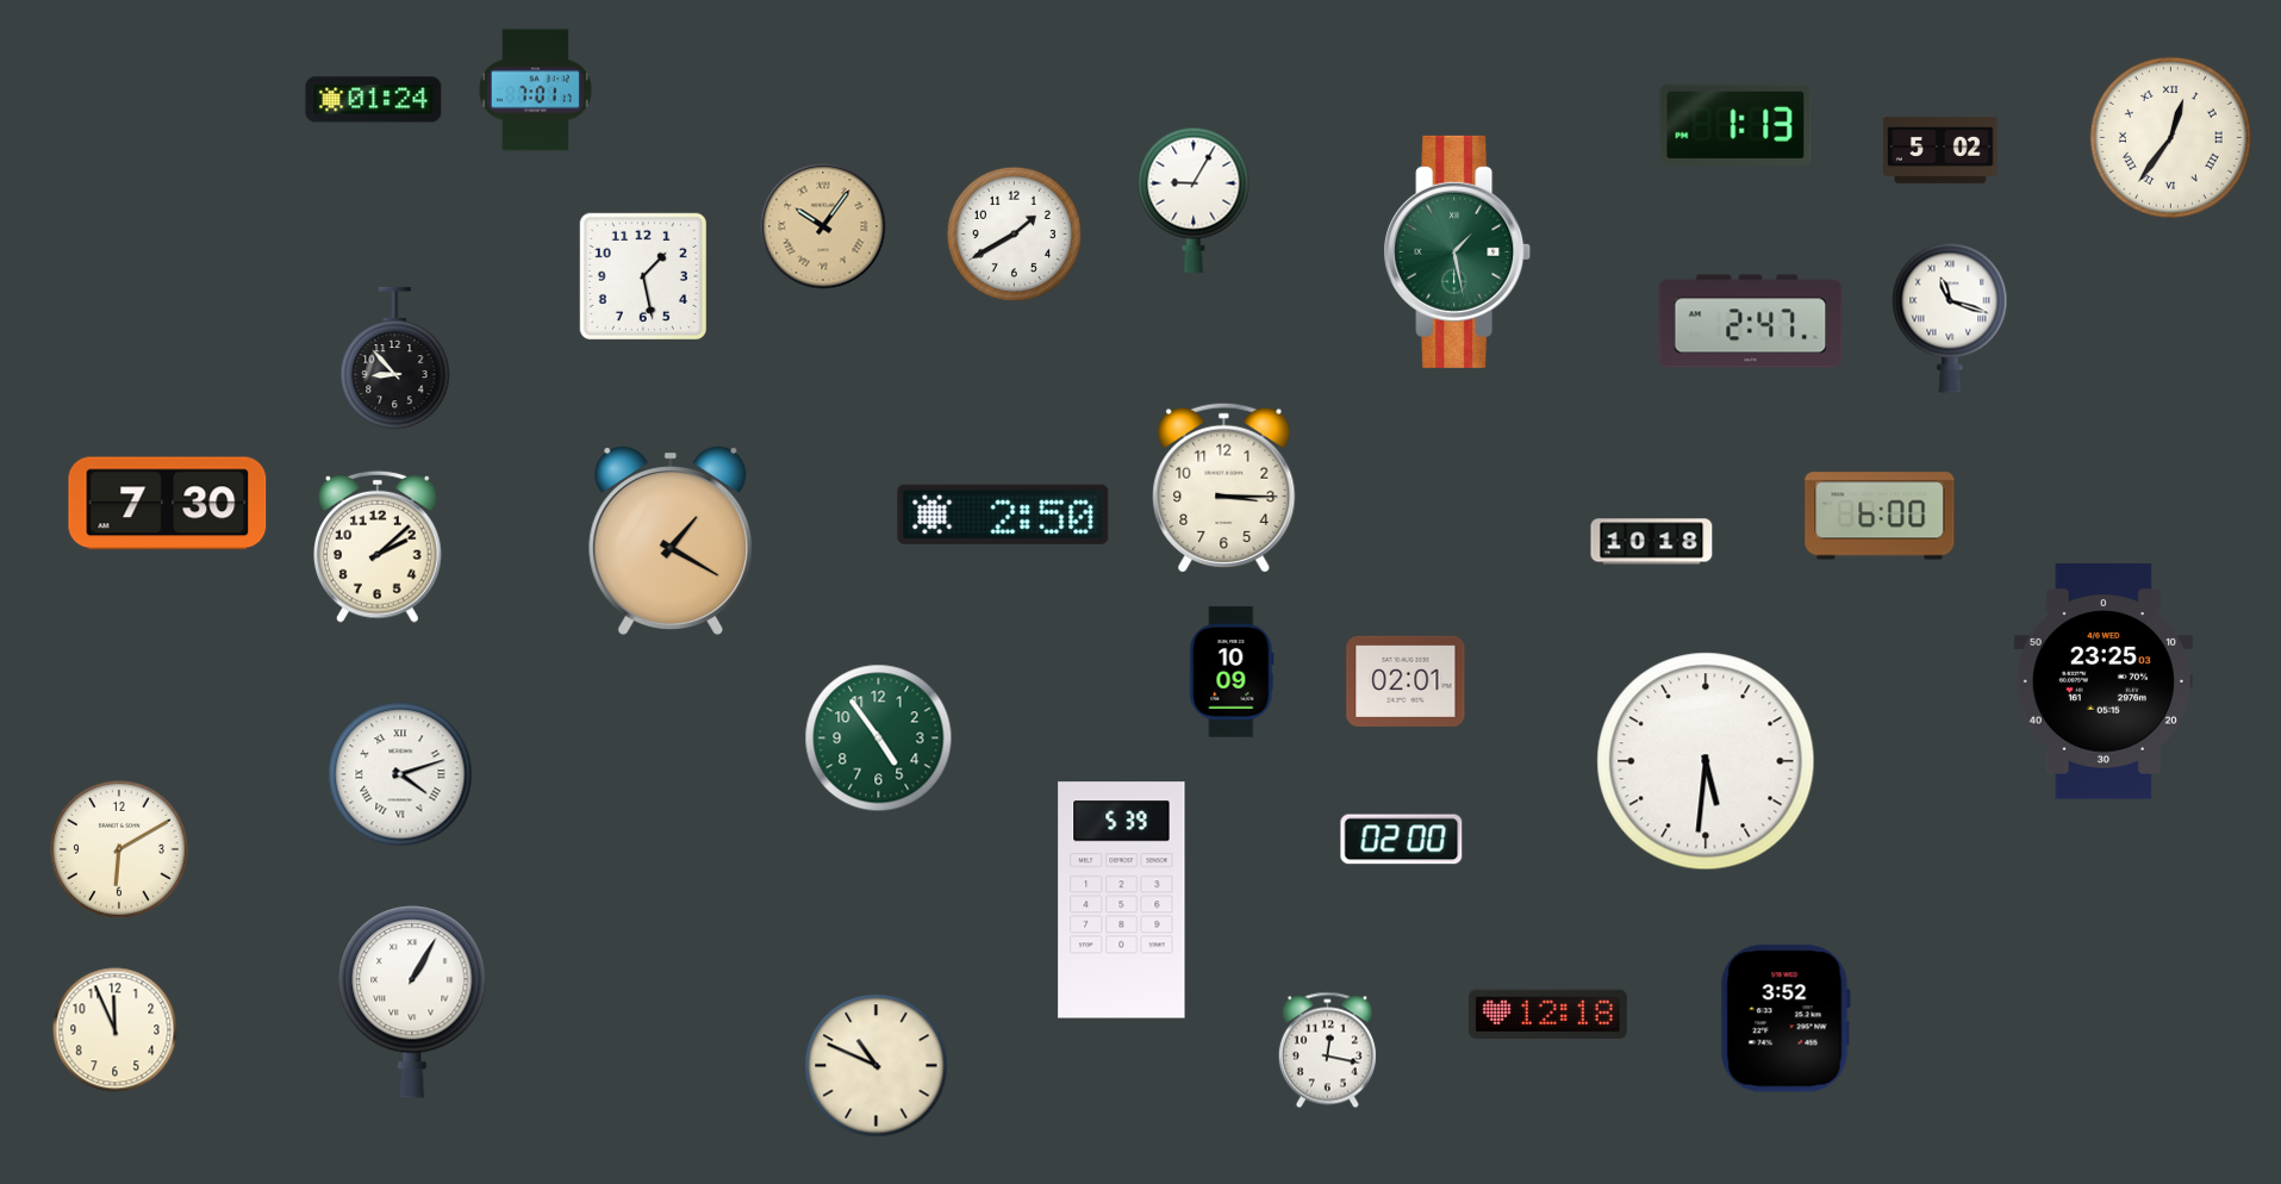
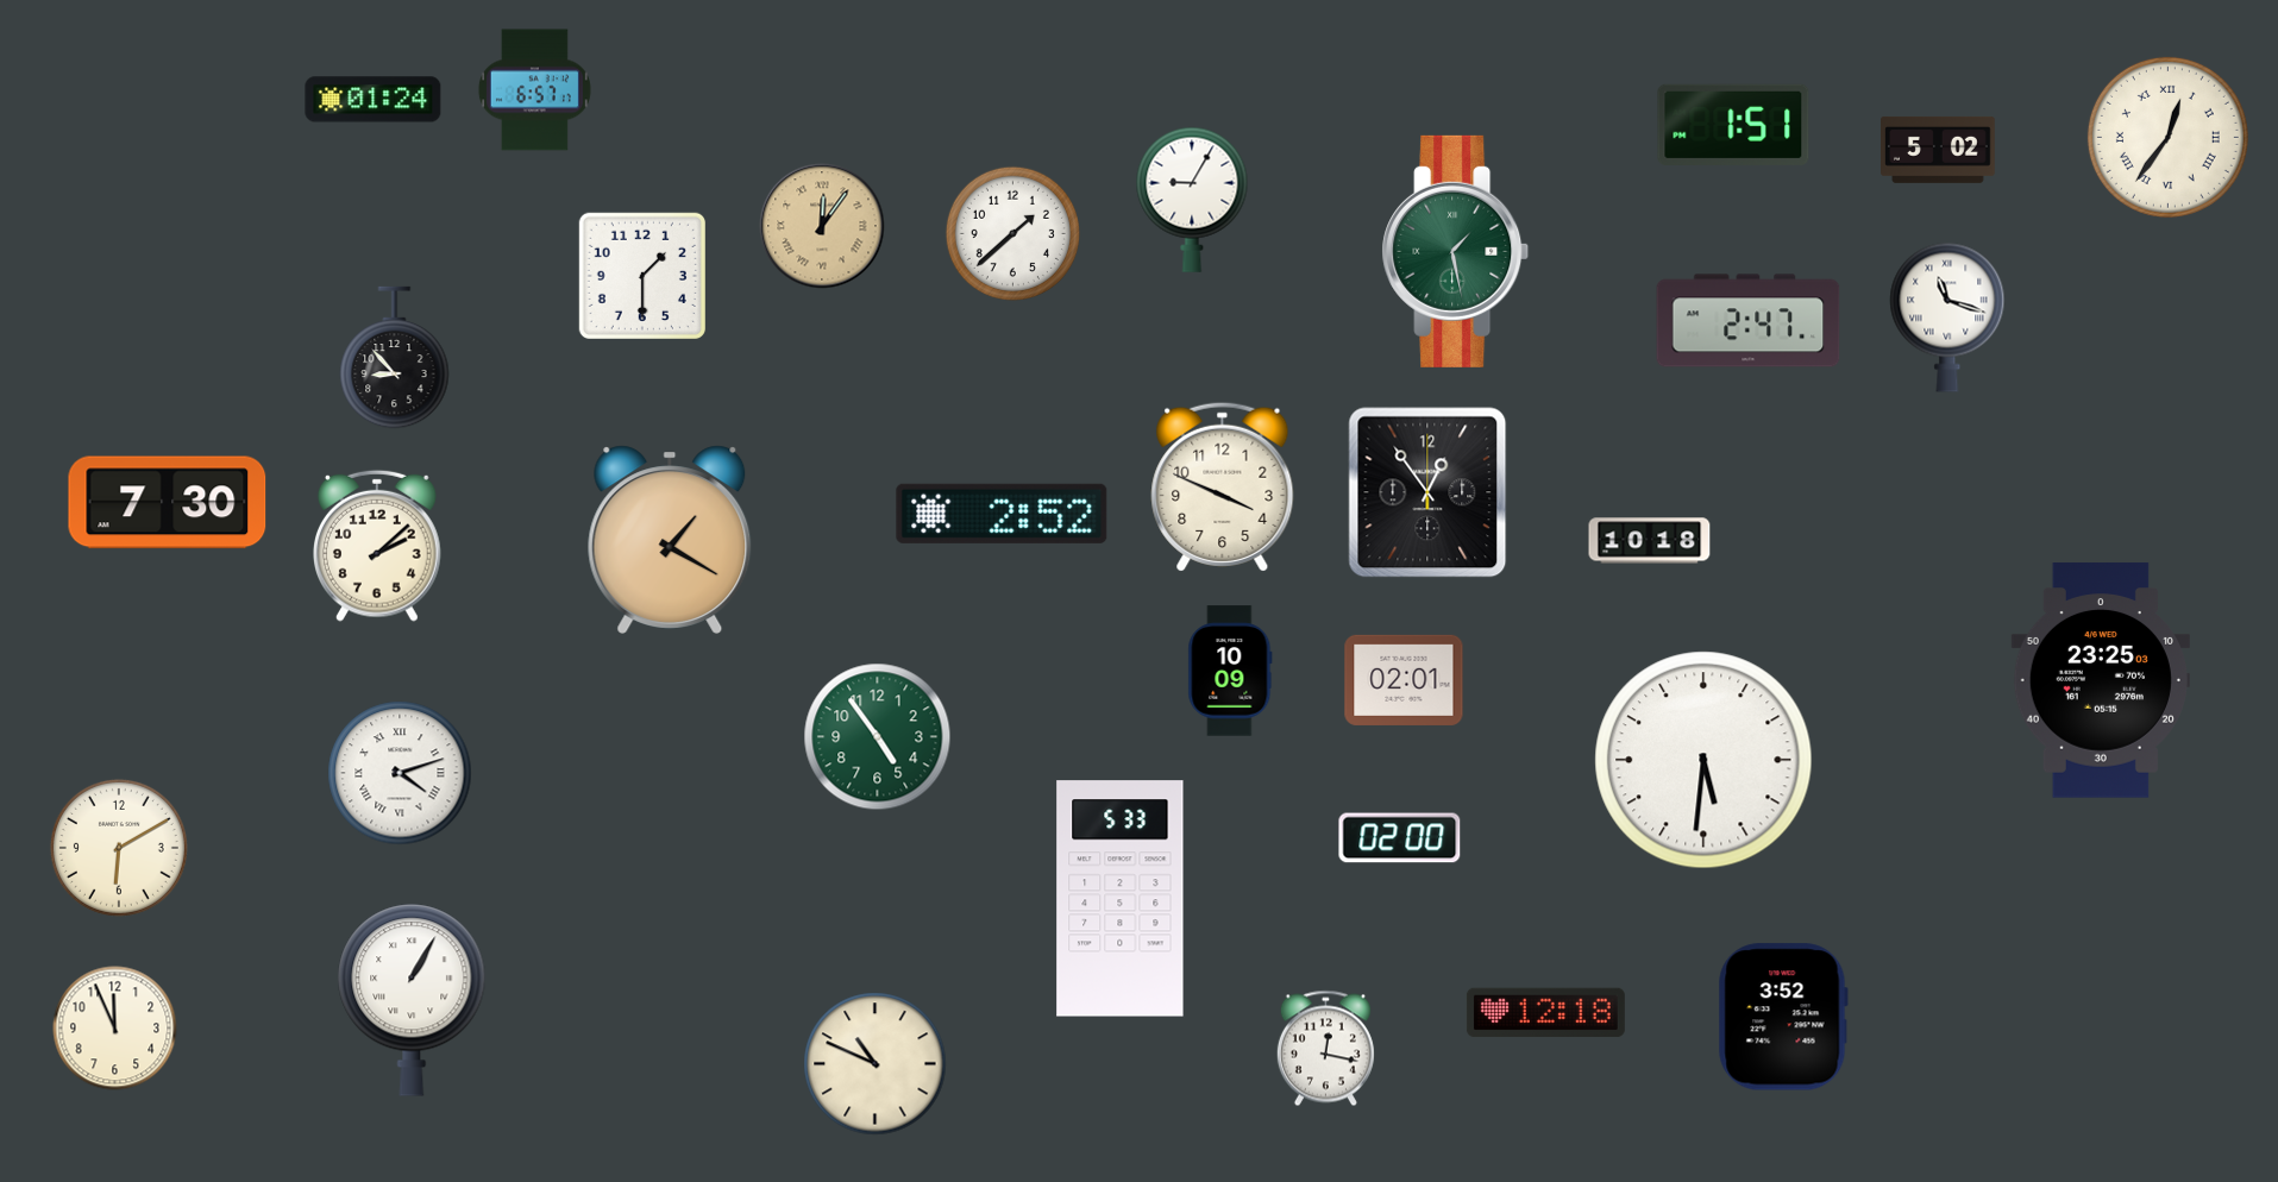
clock at (535, 91): 7:01 -> 6:57
clock at (1735, 125): 1:13 -> 1:51
clock at (823, 226): 10:06 -> 12:06
clock at (1014, 233): 1:40 -> 1:38
clock at (643, 276): 1:28 -> 1:30
clock at (1224, 487): 3:15 -> 3:49
clock at (1427, 492): none -> 12:54
clock at (1003, 515): 2:50 -> 2:52
clock at (1880, 516): 6:00 -> none
clock at (1122, 901): 5:39 -> 5:33
